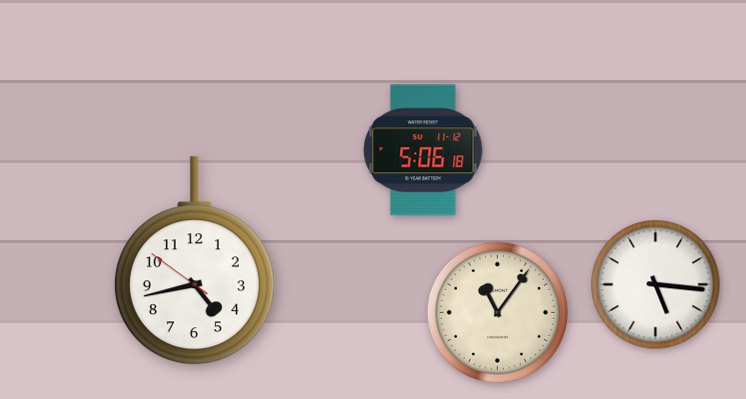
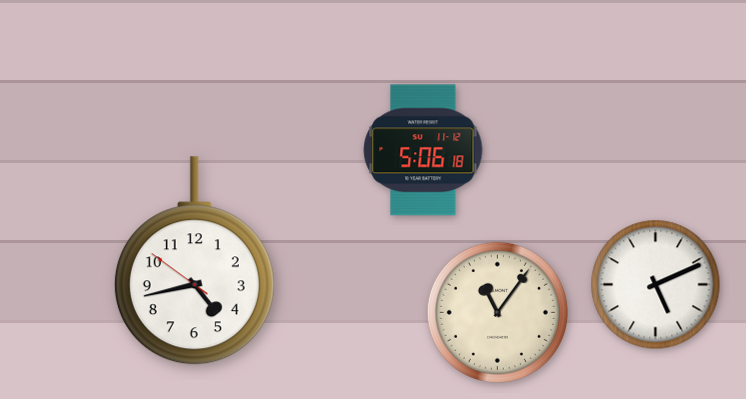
clock at (656, 285): 5:16 -> 5:11
